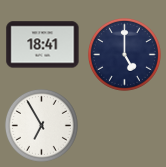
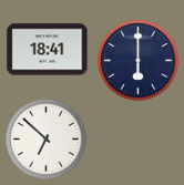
clock at (124, 54): 5:00 -> 6:00
clock at (41, 125): 6:55 -> 6:52
